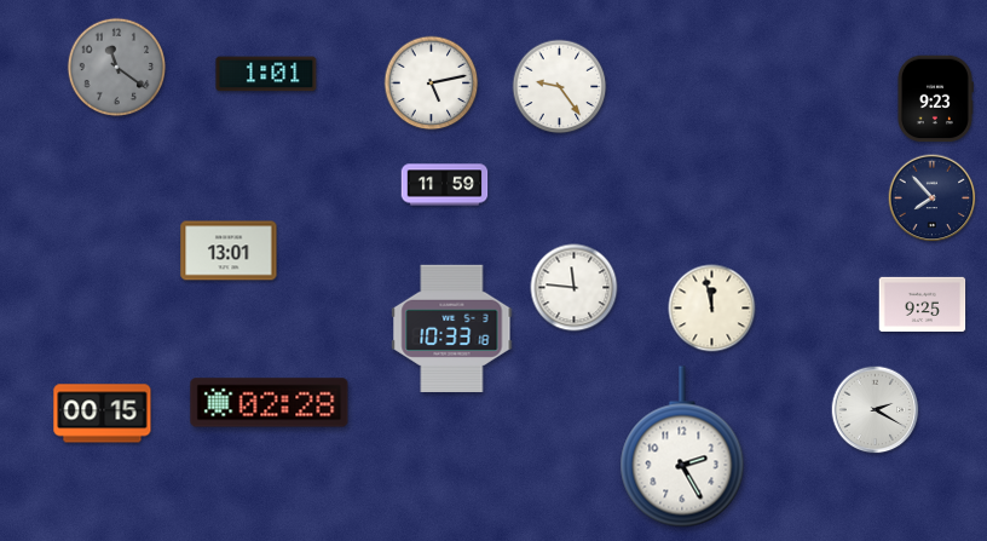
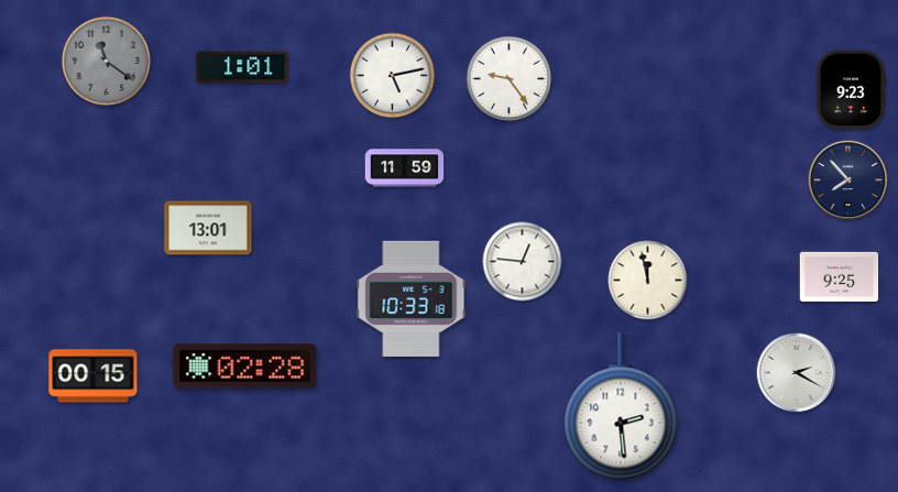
clock at (575, 288): 11:46 -> 12:46
clock at (682, 447): 2:25 -> 2:29
